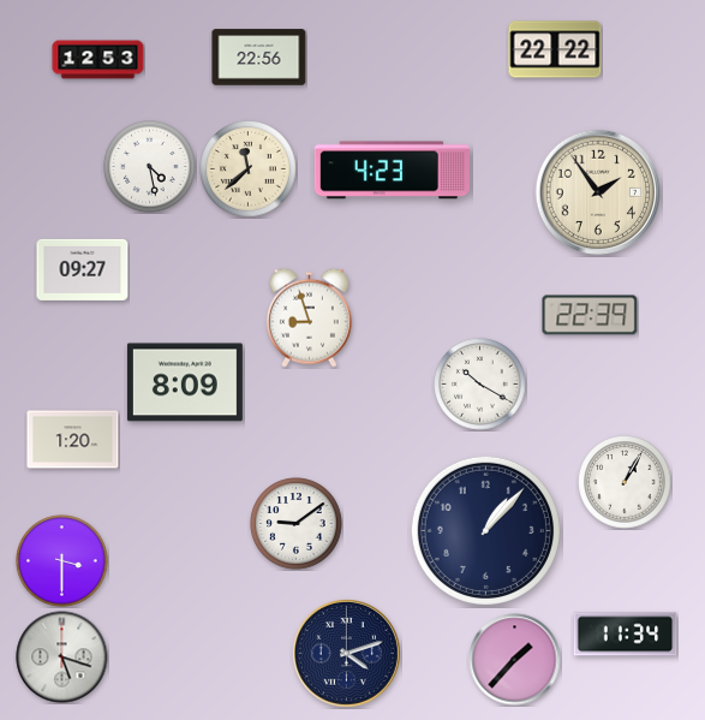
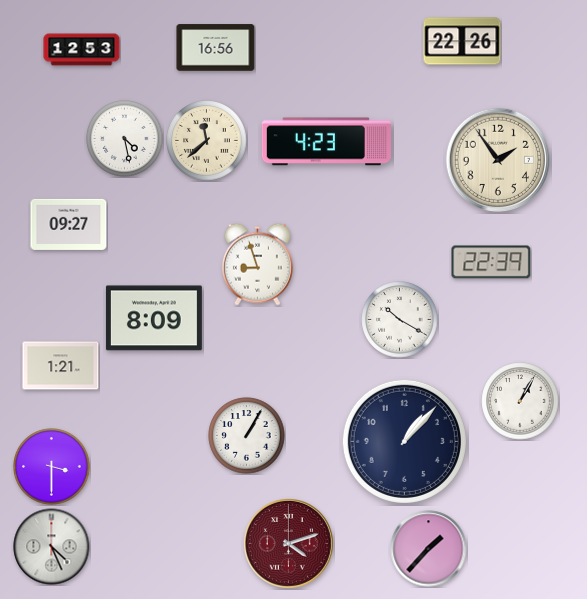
clock at (555, 49): 22:22 -> 22:26
clock at (259, 58): 22:56 -> 16:56
clock at (73, 440): 1:20 -> 1:21
clock at (297, 524): 9:09 -> 1:05
clock at (626, 635): 11:34 -> none
clock at (347, 654) dial: navy -> burgundy
clock at (62, 657): 5:18 -> 4:26
